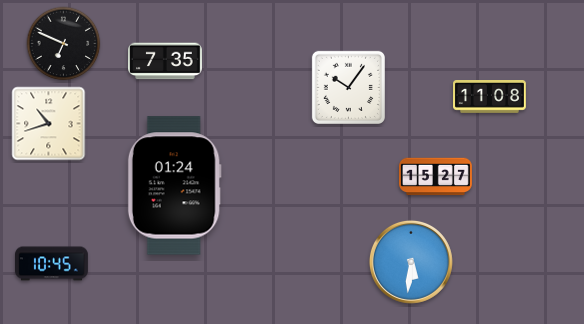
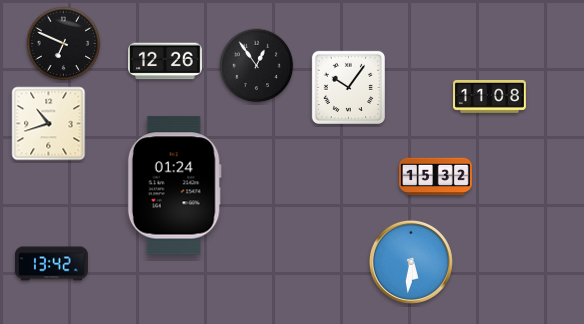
clock at (166, 61): 7:35 -> 12:26
clock at (257, 66): none -> 12:54
clock at (436, 177): 15:27 -> 15:32
clock at (52, 264): 10:45 -> 13:42
